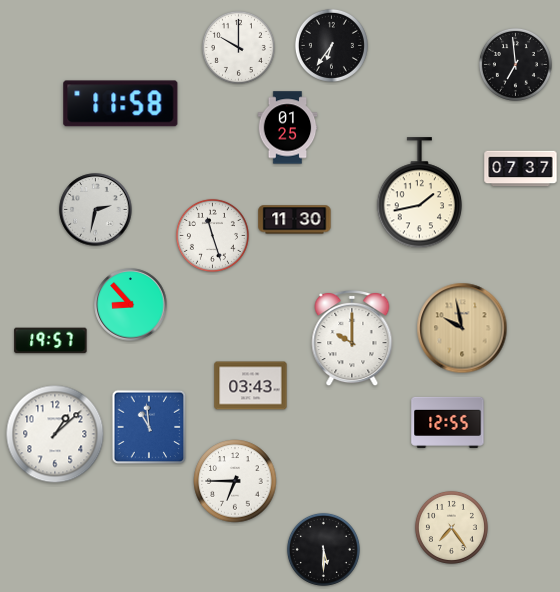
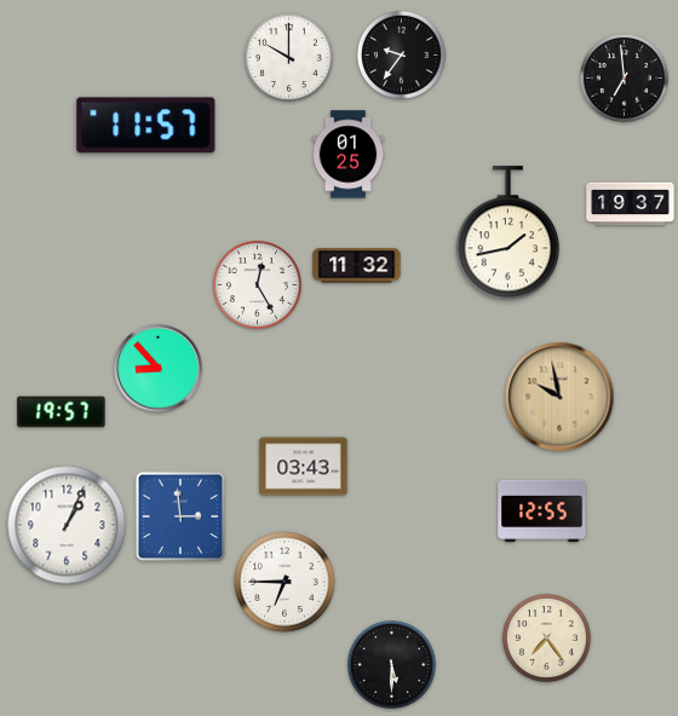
clock at (331, 45): 6:36 -> 9:36
clock at (121, 104): 11:58 -> 11:57
clock at (521, 169): 07:37 -> 19:37
clock at (96, 210): 2:32 -> none
clock at (295, 220): 11:30 -> 11:32
clock at (212, 235): 11:27 -> 12:25
clock at (352, 338): 10:00 -> none
clock at (149, 427): 10:59 -> 2:59
clock at (55, 434): 1:08 -> 1:04
